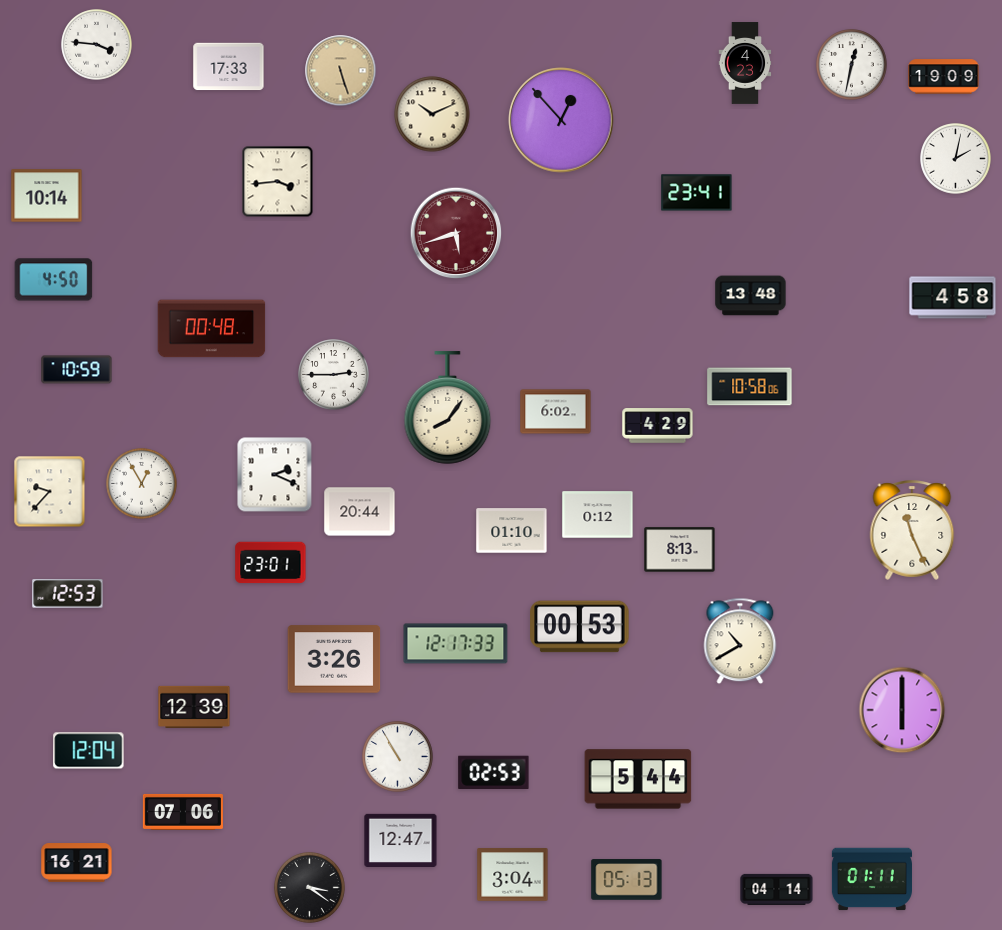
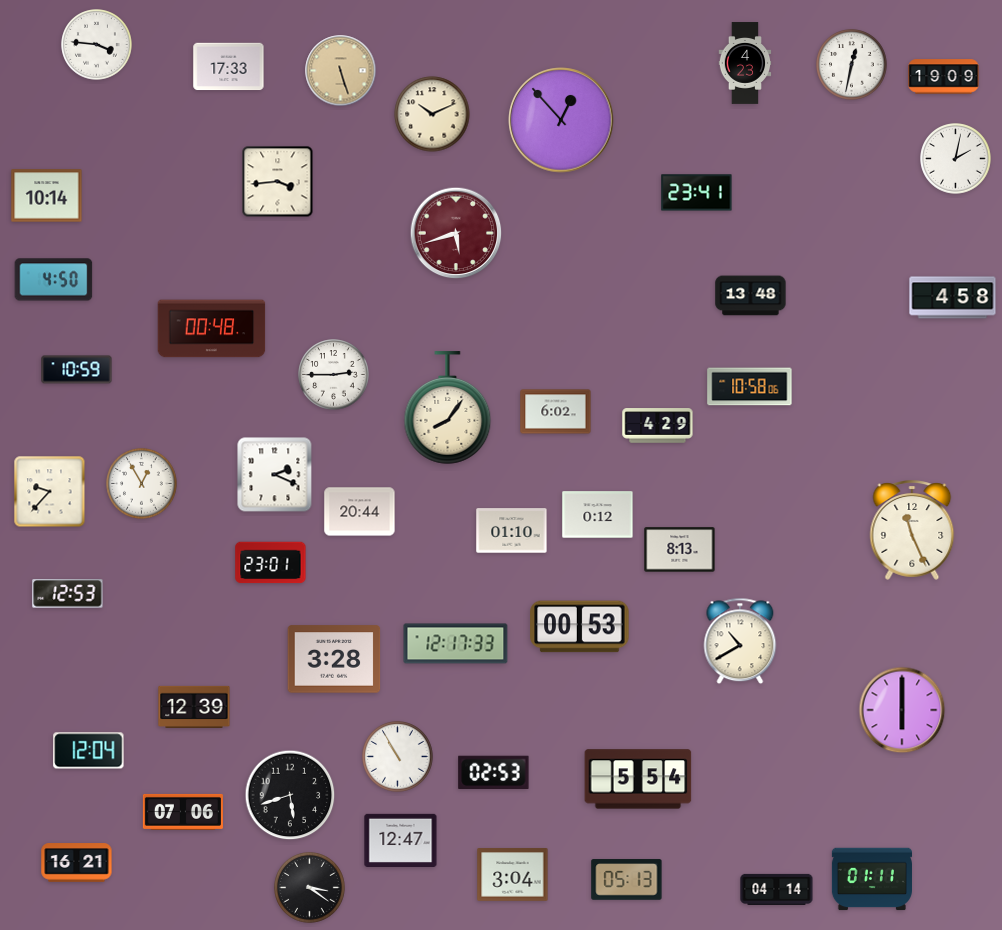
clock at (334, 659): 3:26 -> 3:28
clock at (638, 779): 5:44 -> 5:54
clock at (290, 795): none -> 5:42
